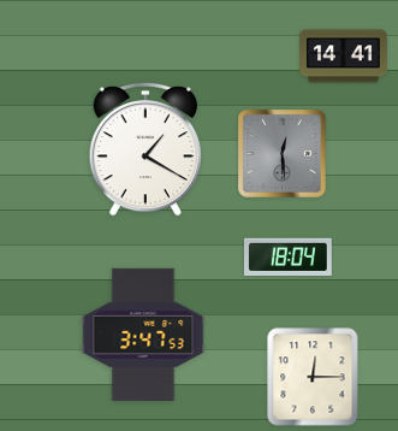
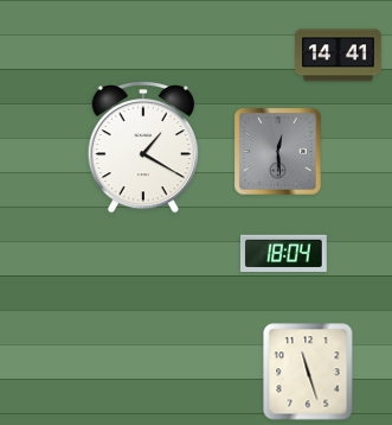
clock at (143, 333): 3:47 -> none
clock at (313, 377): 12:15 -> 11:27
